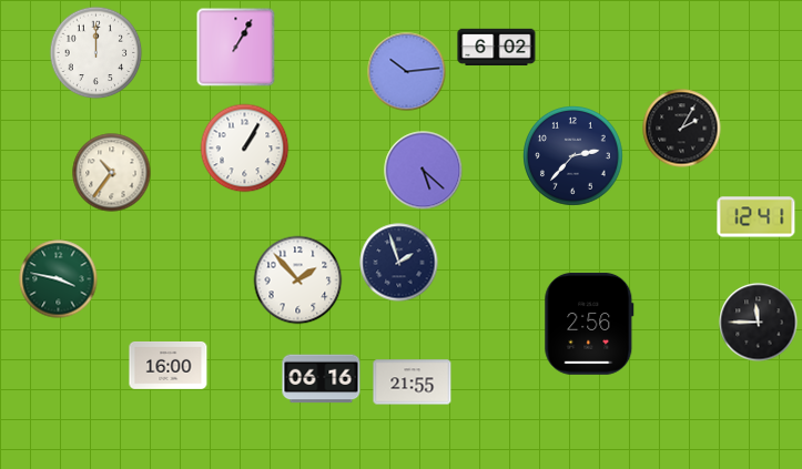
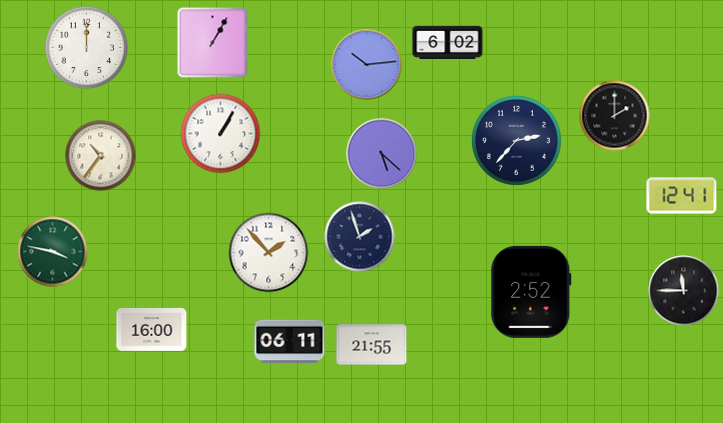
clock at (682, 129): 2:05 -> 2:00
clock at (589, 324): 2:56 -> 2:52
clock at (322, 379): 06:16 -> 06:11
